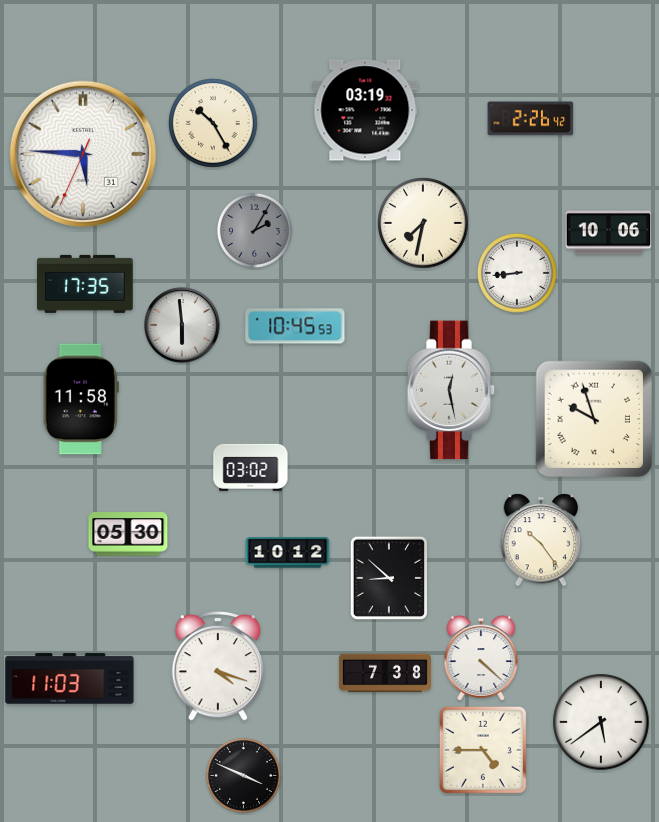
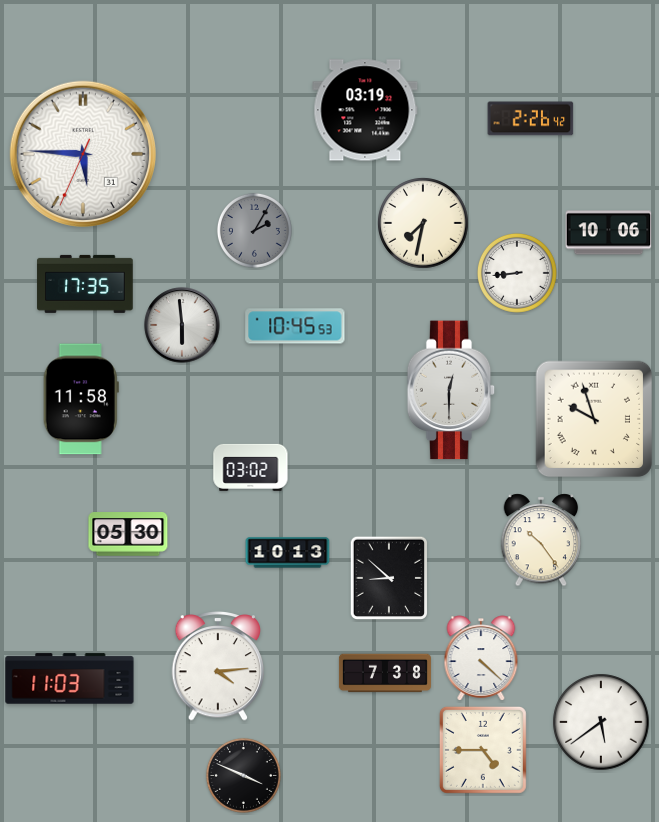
clock at (213, 123): 10:25 -> none
clock at (451, 390): 12:28 -> 12:30
clock at (288, 553): 10:12 -> 10:13
clock at (218, 666): 4:18 -> 4:14
